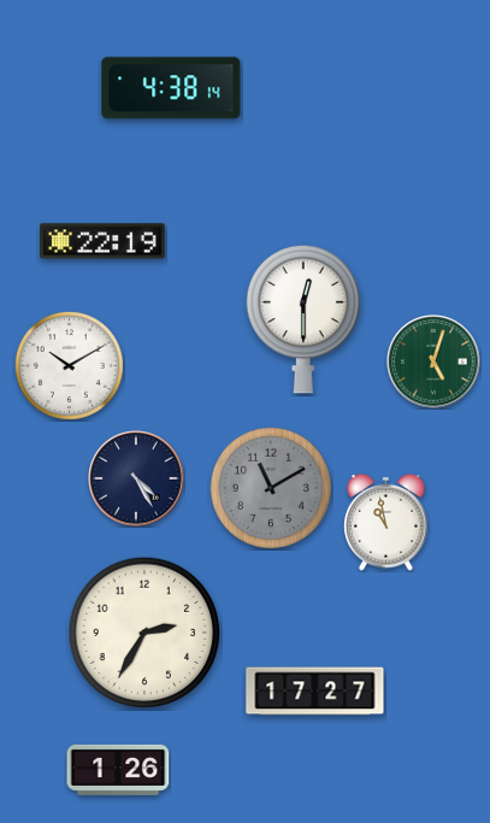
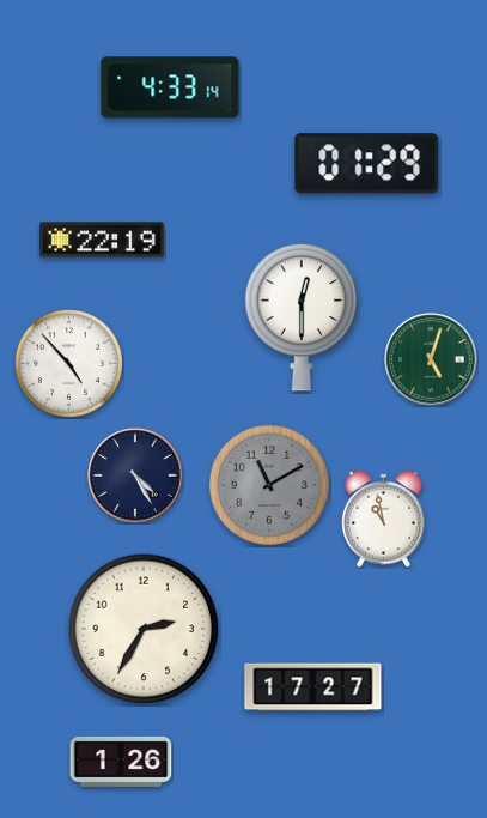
clock at (171, 88): 4:38 -> 4:33
clock at (367, 164): none -> 01:29
clock at (69, 365): 10:10 -> 4:53
clock at (118, 770) position: (118, 770) -> (121, 762)
